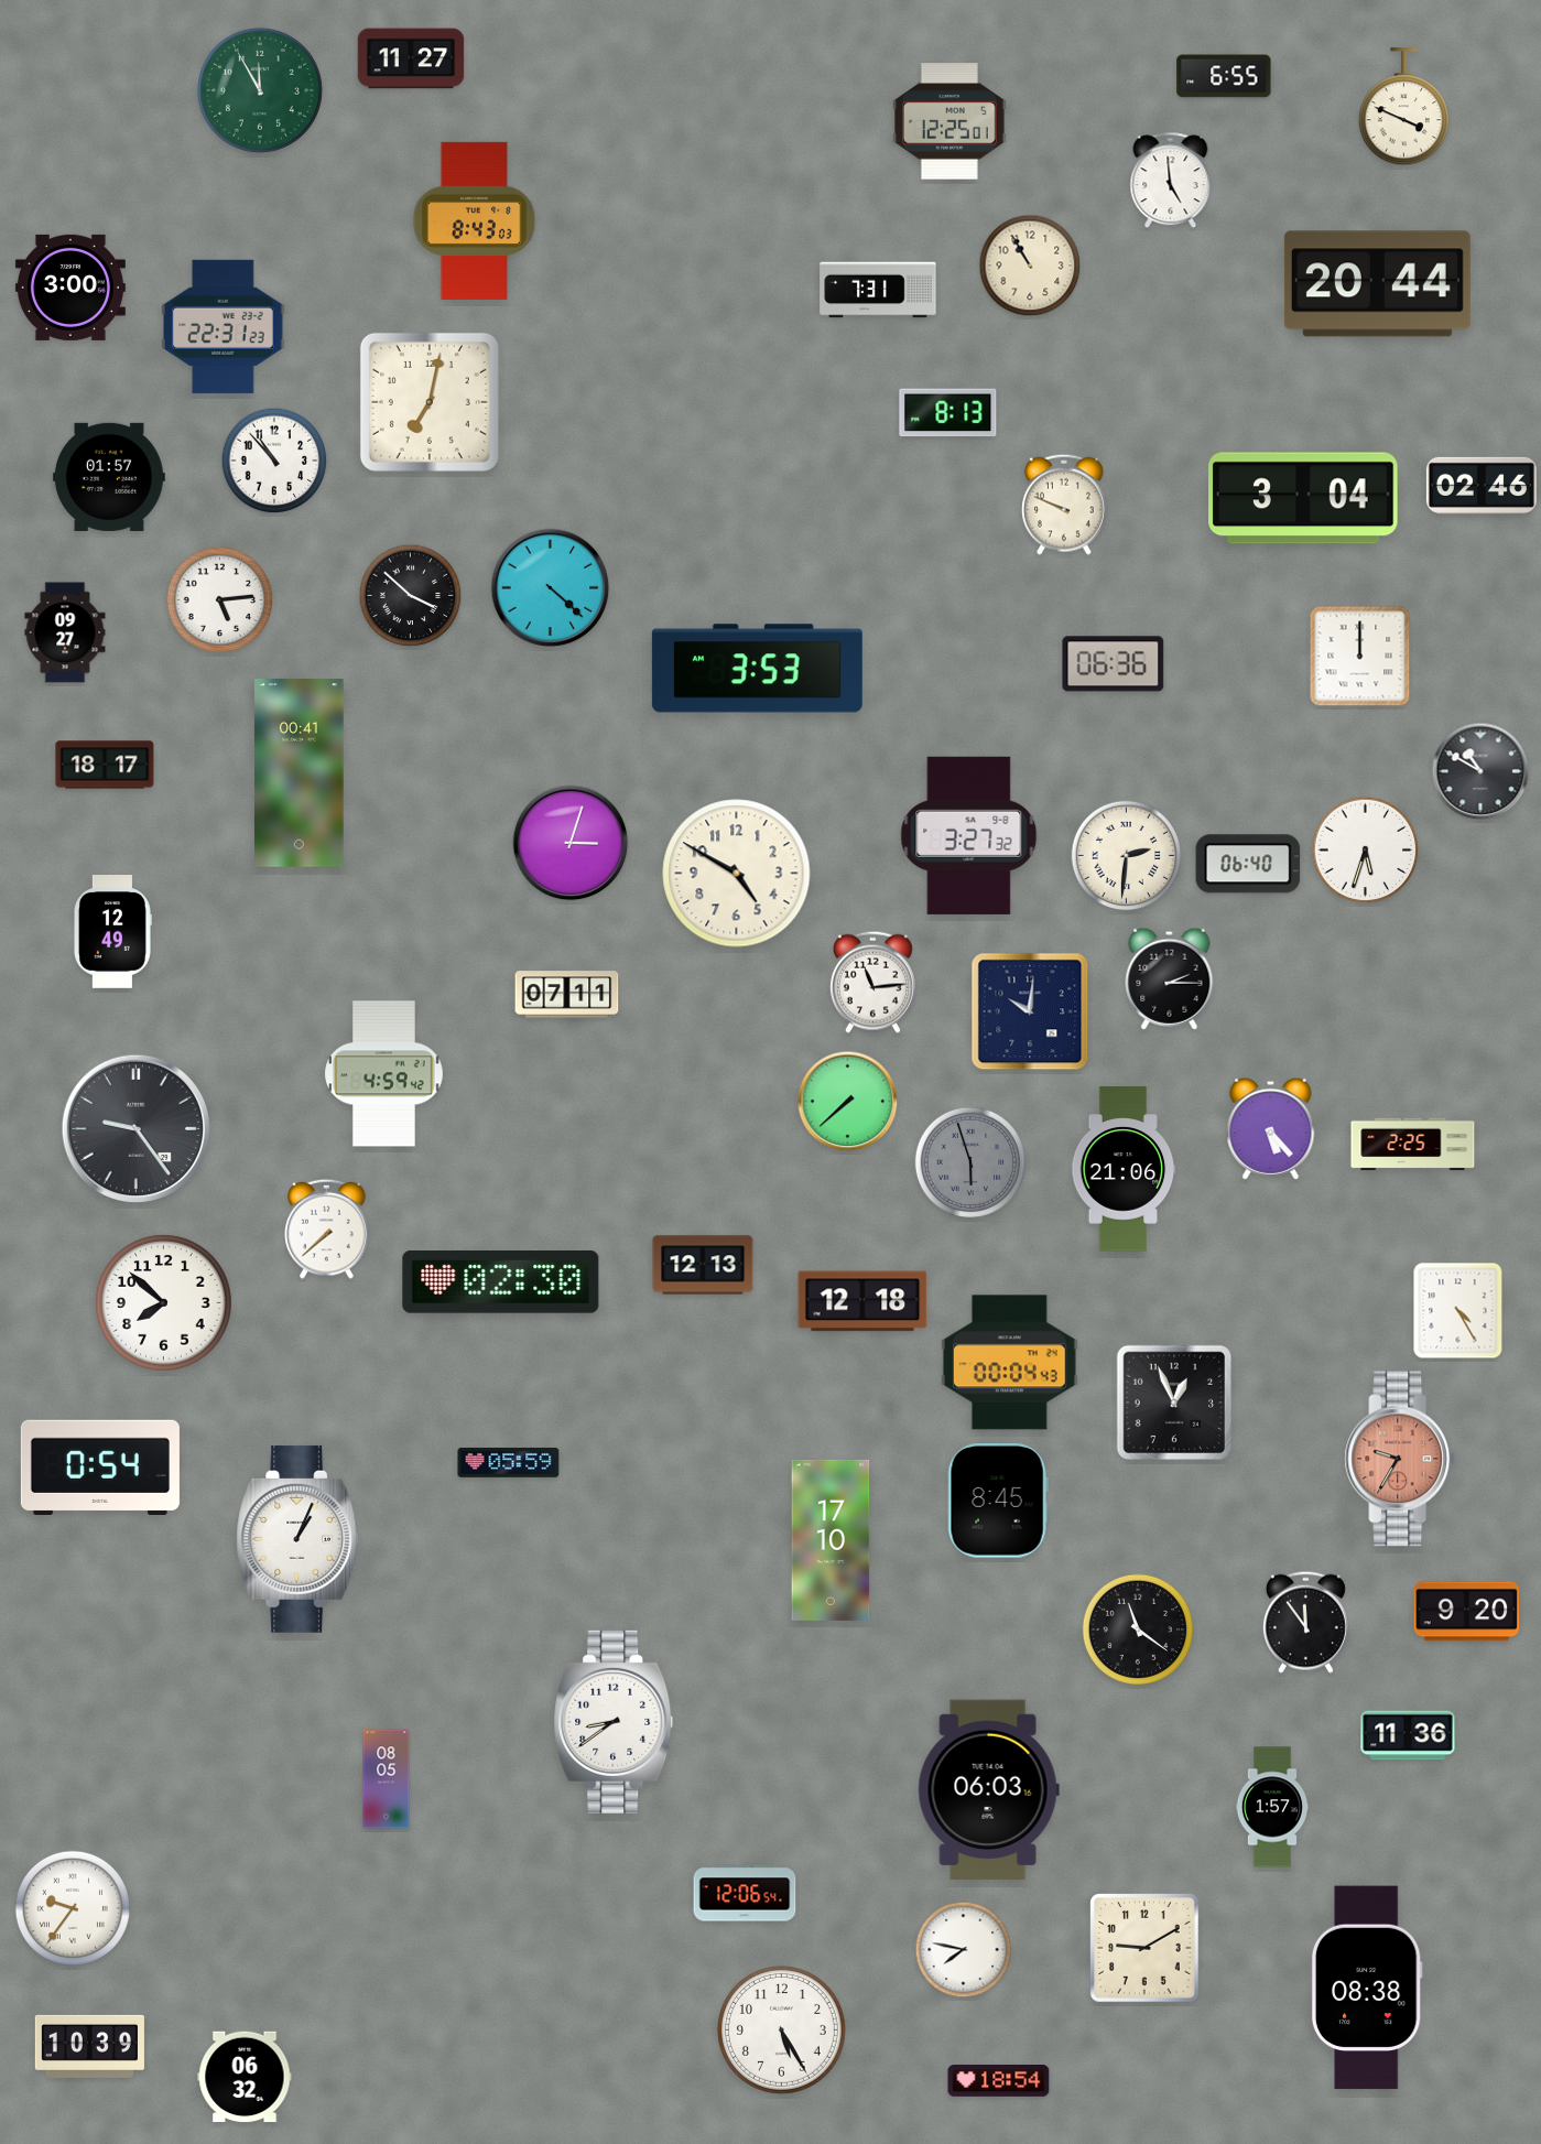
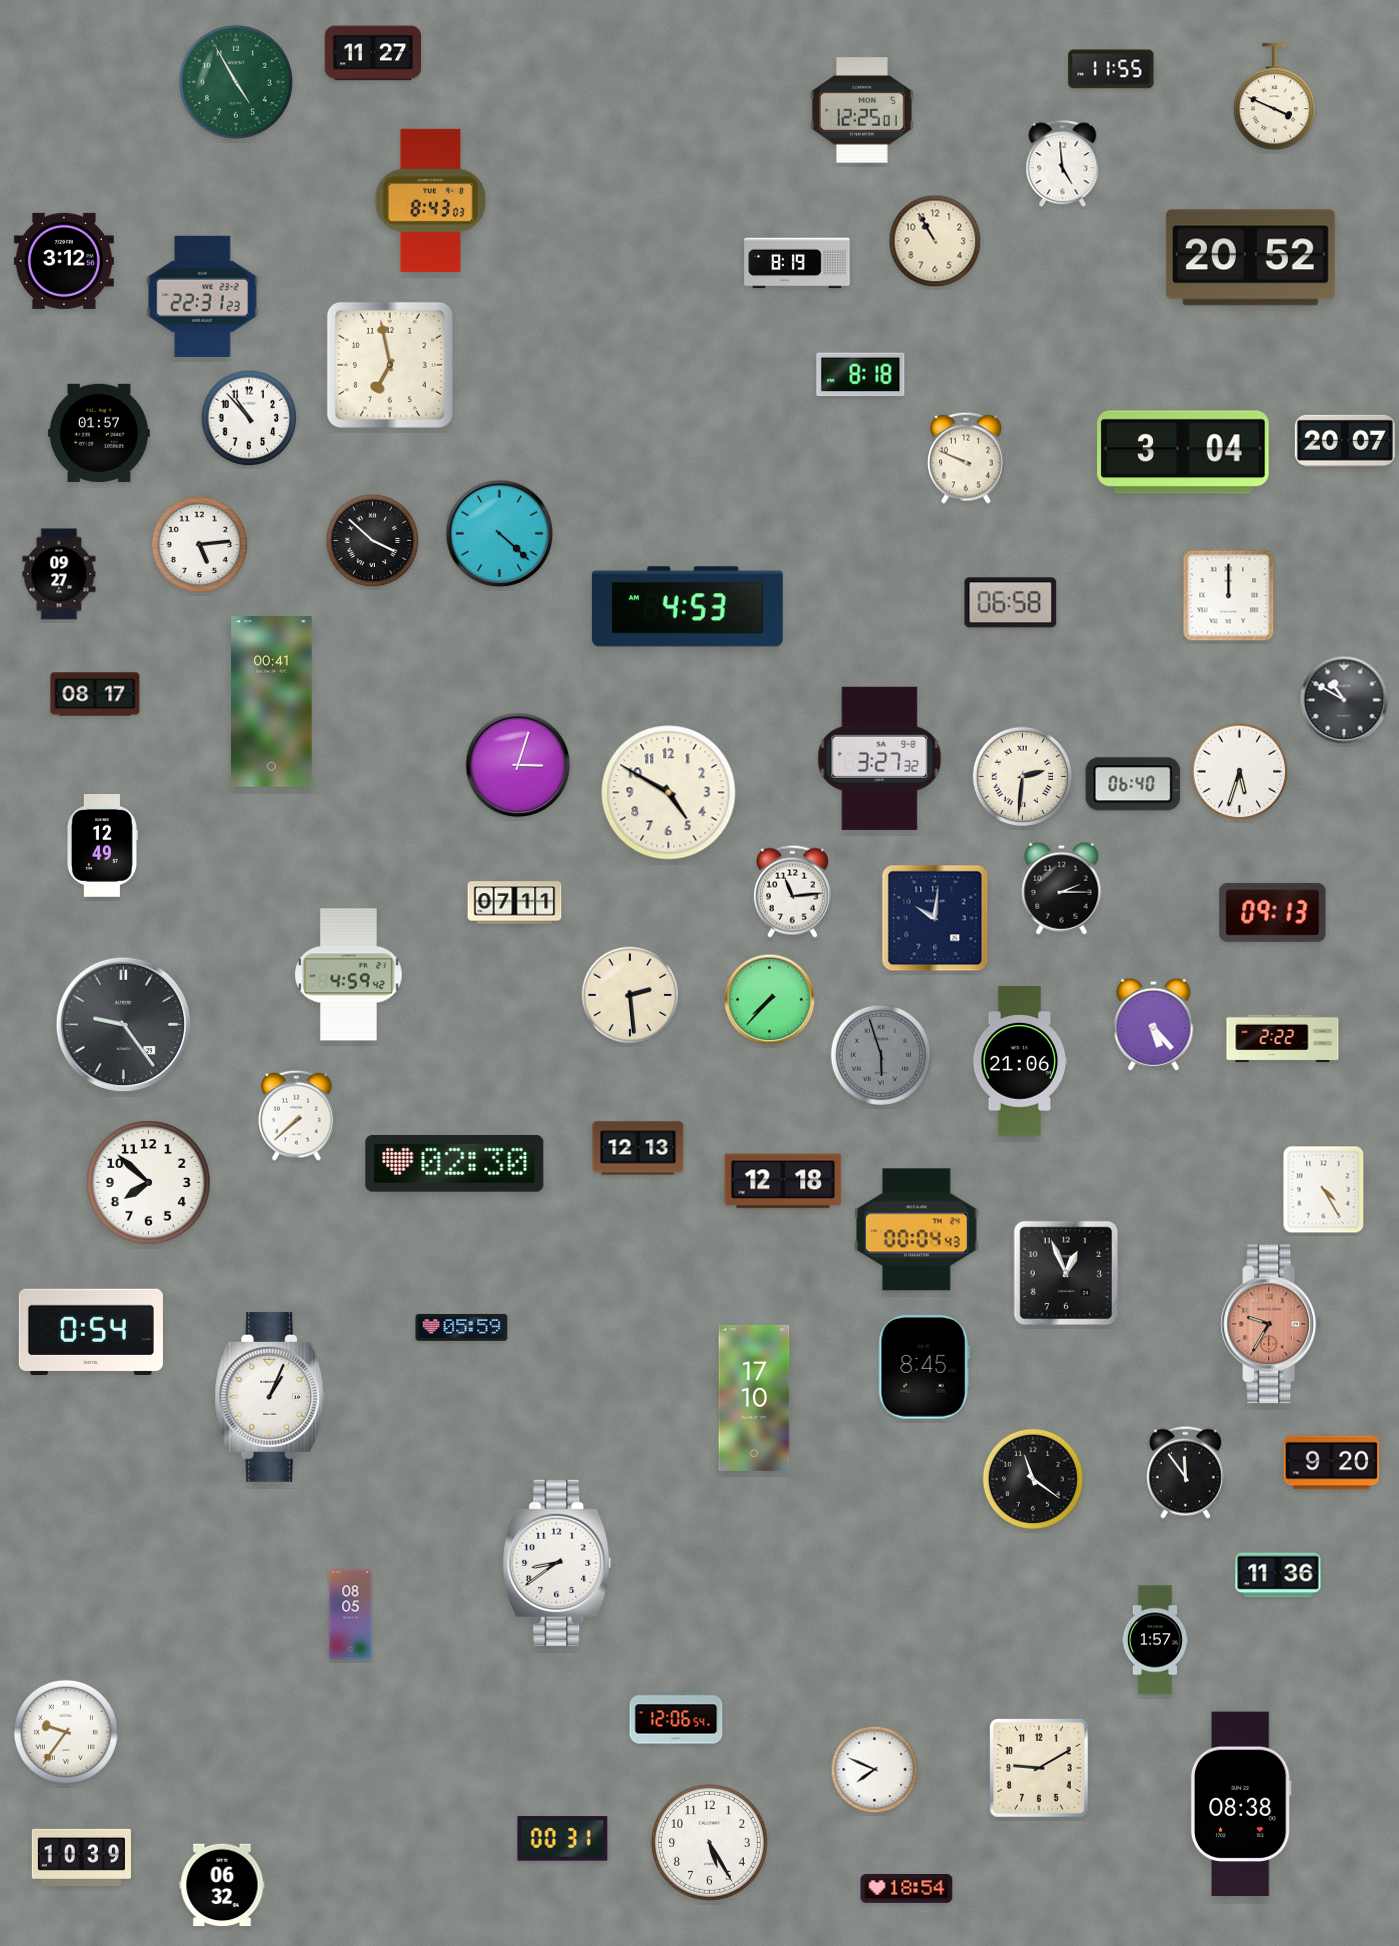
clock at (1224, 76): 6:55 -> 11:55
clock at (260, 90): 11:55 -> 4:55
clock at (1377, 284): 20:44 -> 20:52
clock at (70, 288): 3:00 -> 3:12
clock at (878, 290): 7:31 -> 8:19
clock at (430, 402): 7:02 -> 6:58
clock at (948, 413): 8:13 -> 8:18
clock at (1482, 486): 02:46 -> 20:07
clock at (1360, 657) position: (1360, 657) -> (1229, 596)
clock at (1114, 664): 06:36 -> 06:58
clock at (757, 669): 3:53 -> 4:53
clock at (105, 765): 18:17 -> 08:17
clock at (1273, 912): none -> 09:13
clock at (630, 995): none -> 2:29
clock at (848, 1102): 7:38 -> 7:37
clock at (1413, 1145): 2:25 -> 2:22
clock at (1009, 1363) position: (1009, 1363) -> (916, 1230)
clock at (998, 1502) position: (998, 1502) -> (924, 1368)
clock at (988, 1789): 06:03 -> none
clock at (964, 1950): 7:47 -> 7:49
clock at (563, 1839): none -> 00:31
